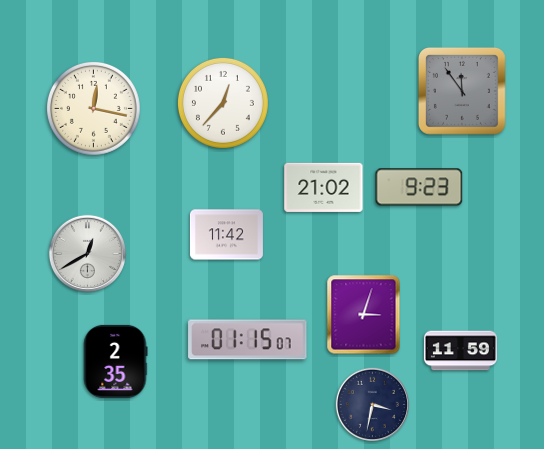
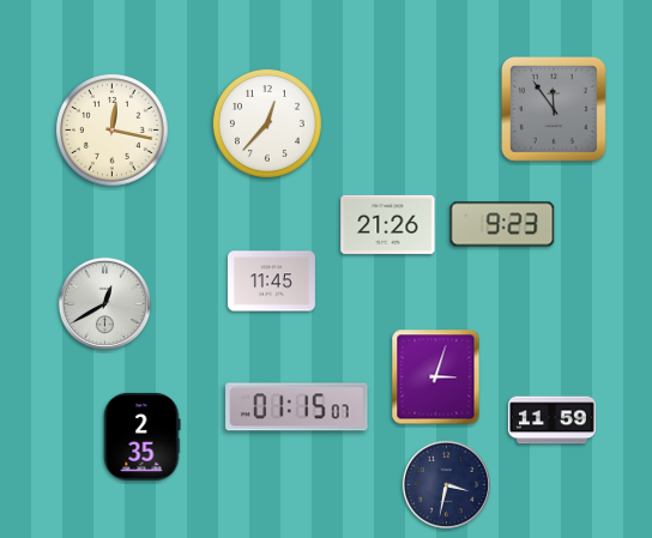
clock at (324, 187): 21:02 -> 21:26
clock at (226, 235): 11:42 -> 11:45
clock at (115, 361) position: (115, 361) -> (141, 436)
